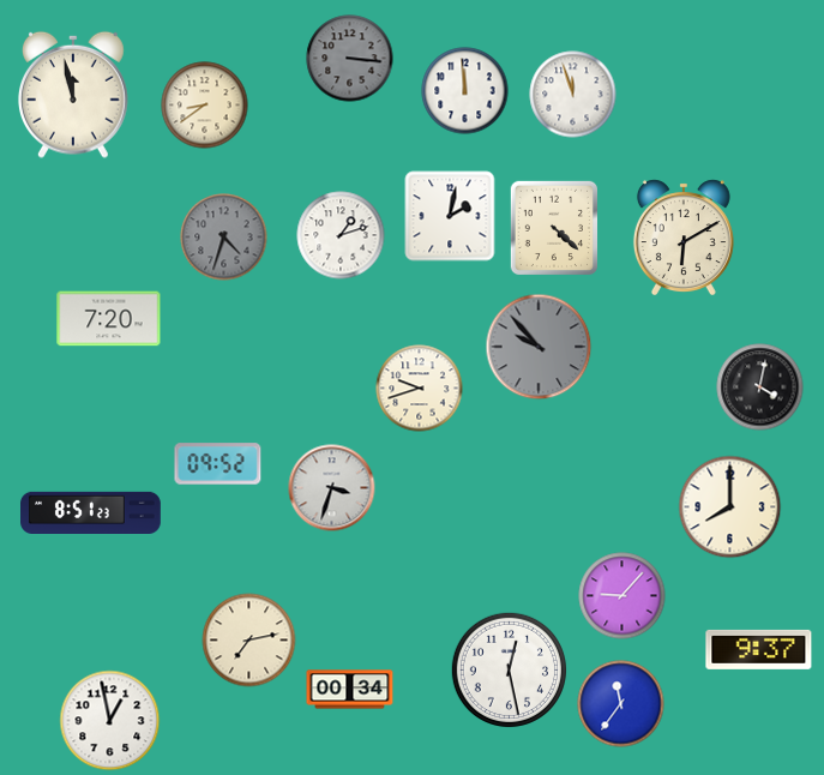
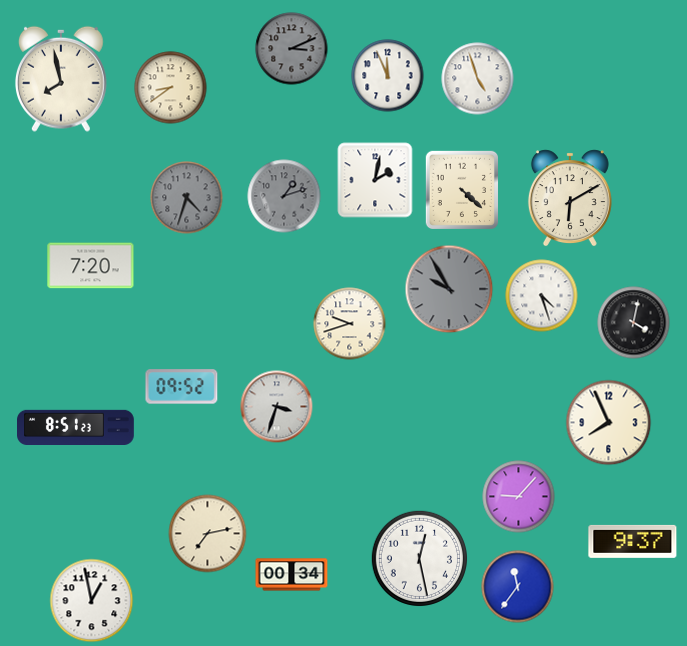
clock at (350, 59): 3:16 -> 3:11
clock at (465, 91): 11:59 -> 11:56
clock at (73, 95): 11:58 -> 7:58
clock at (573, 95): 11:57 -> 4:57
clock at (341, 235) dial: white -> grey
clock at (539, 347): 9:53 -> 9:55
clock at (542, 296): none -> 4:27
clock at (730, 507): 8:00 -> 7:56
clock at (509, 669) position: (509, 669) -> (419, 558)
